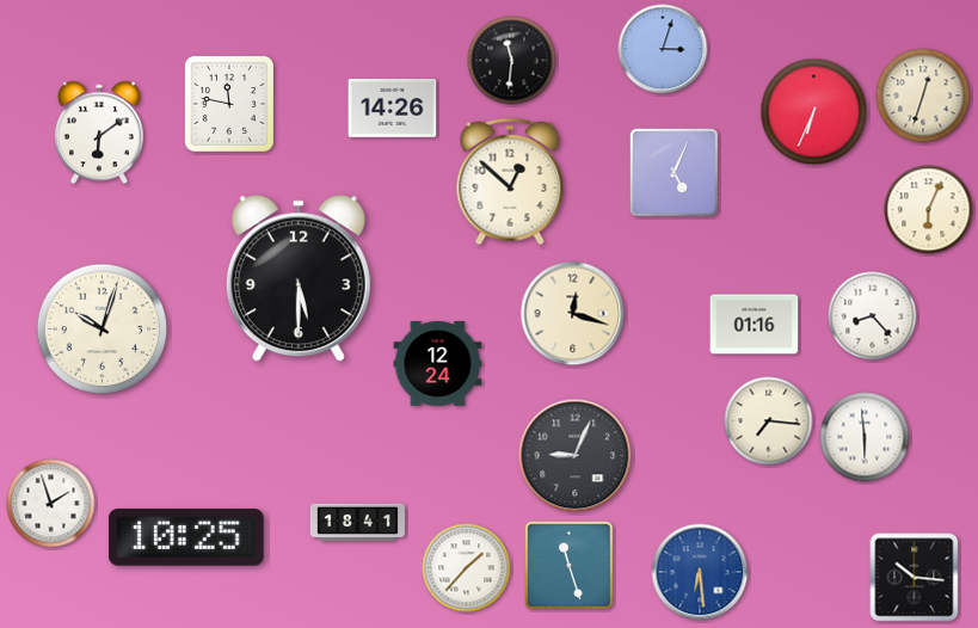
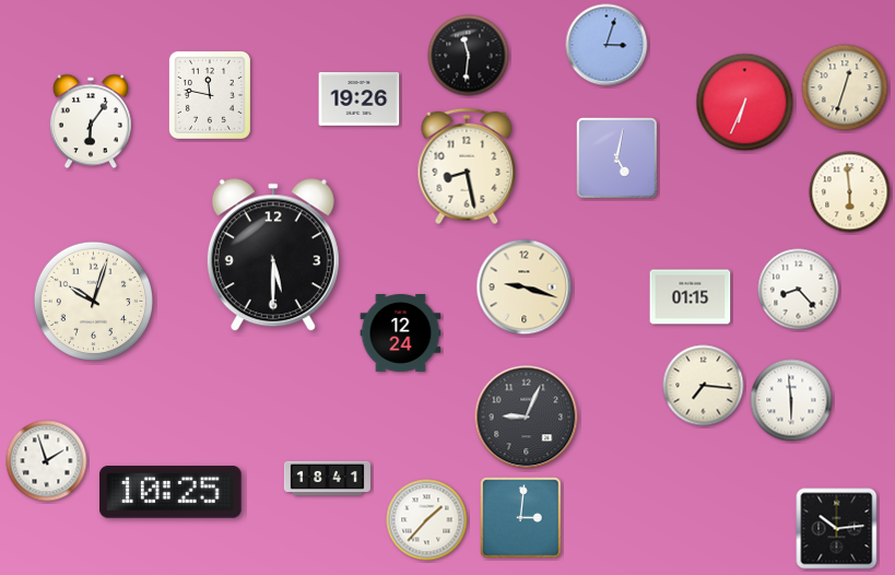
clock at (393, 109): 14:26 -> 19:26
clock at (99, 133): 6:09 -> 6:06
clock at (675, 173): 5:04 -> 5:02
clock at (510, 181): 12:52 -> 8:28
clock at (929, 210): 6:04 -> 5:59
clock at (573, 314): 12:18 -> 9:18
clock at (755, 325): 01:16 -> 01:15
clock at (570, 566): 11:27 -> 3:01
clock at (700, 572): 6:29 -> none
clock at (915, 578): 10:16 -> 10:14
